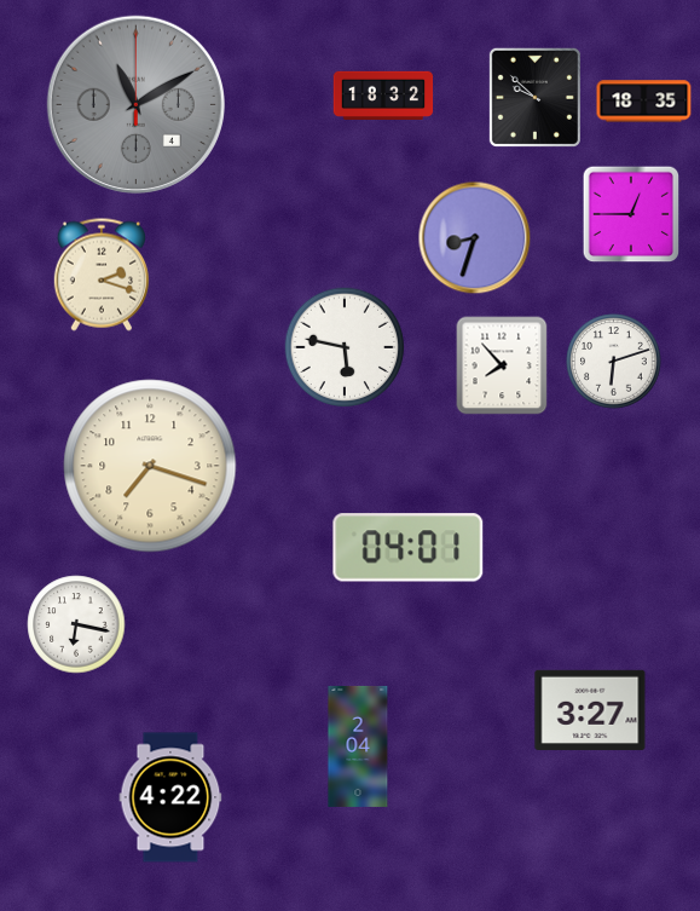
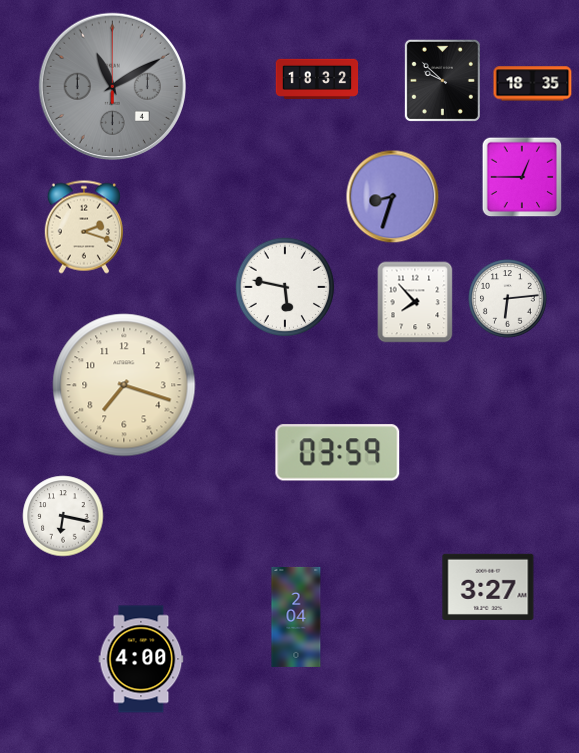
clock at (614, 362): 6:12 -> 6:14
clock at (409, 548): 04:01 -> 03:59
clock at (170, 797): 4:22 -> 4:00
